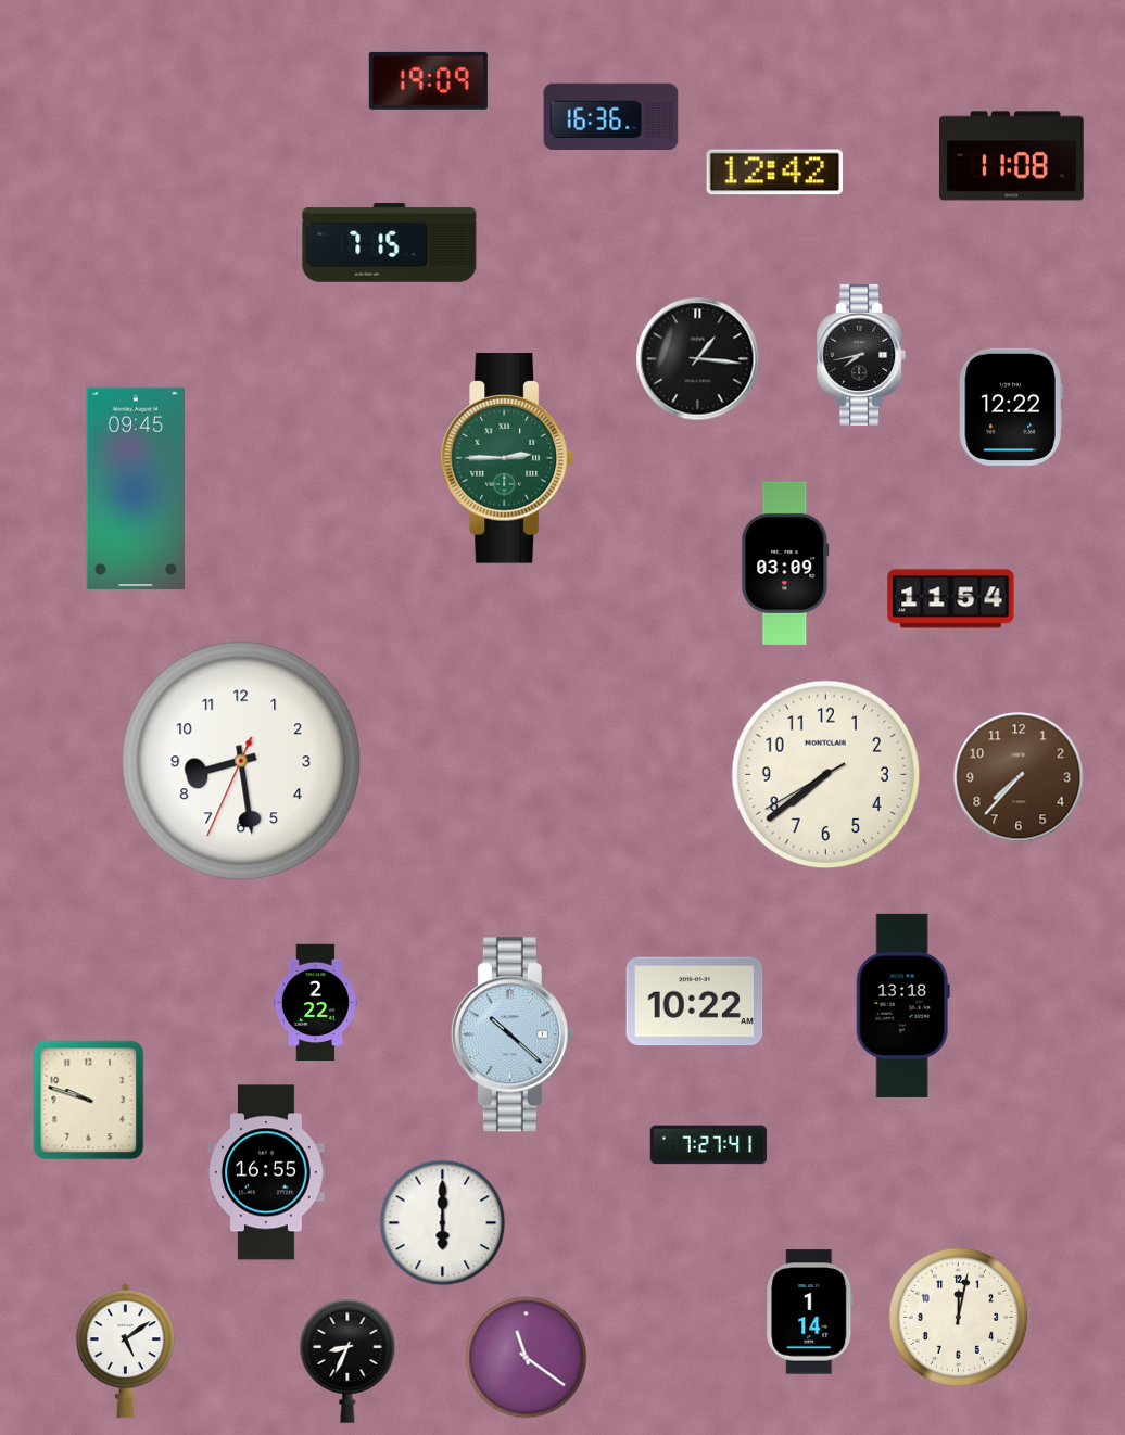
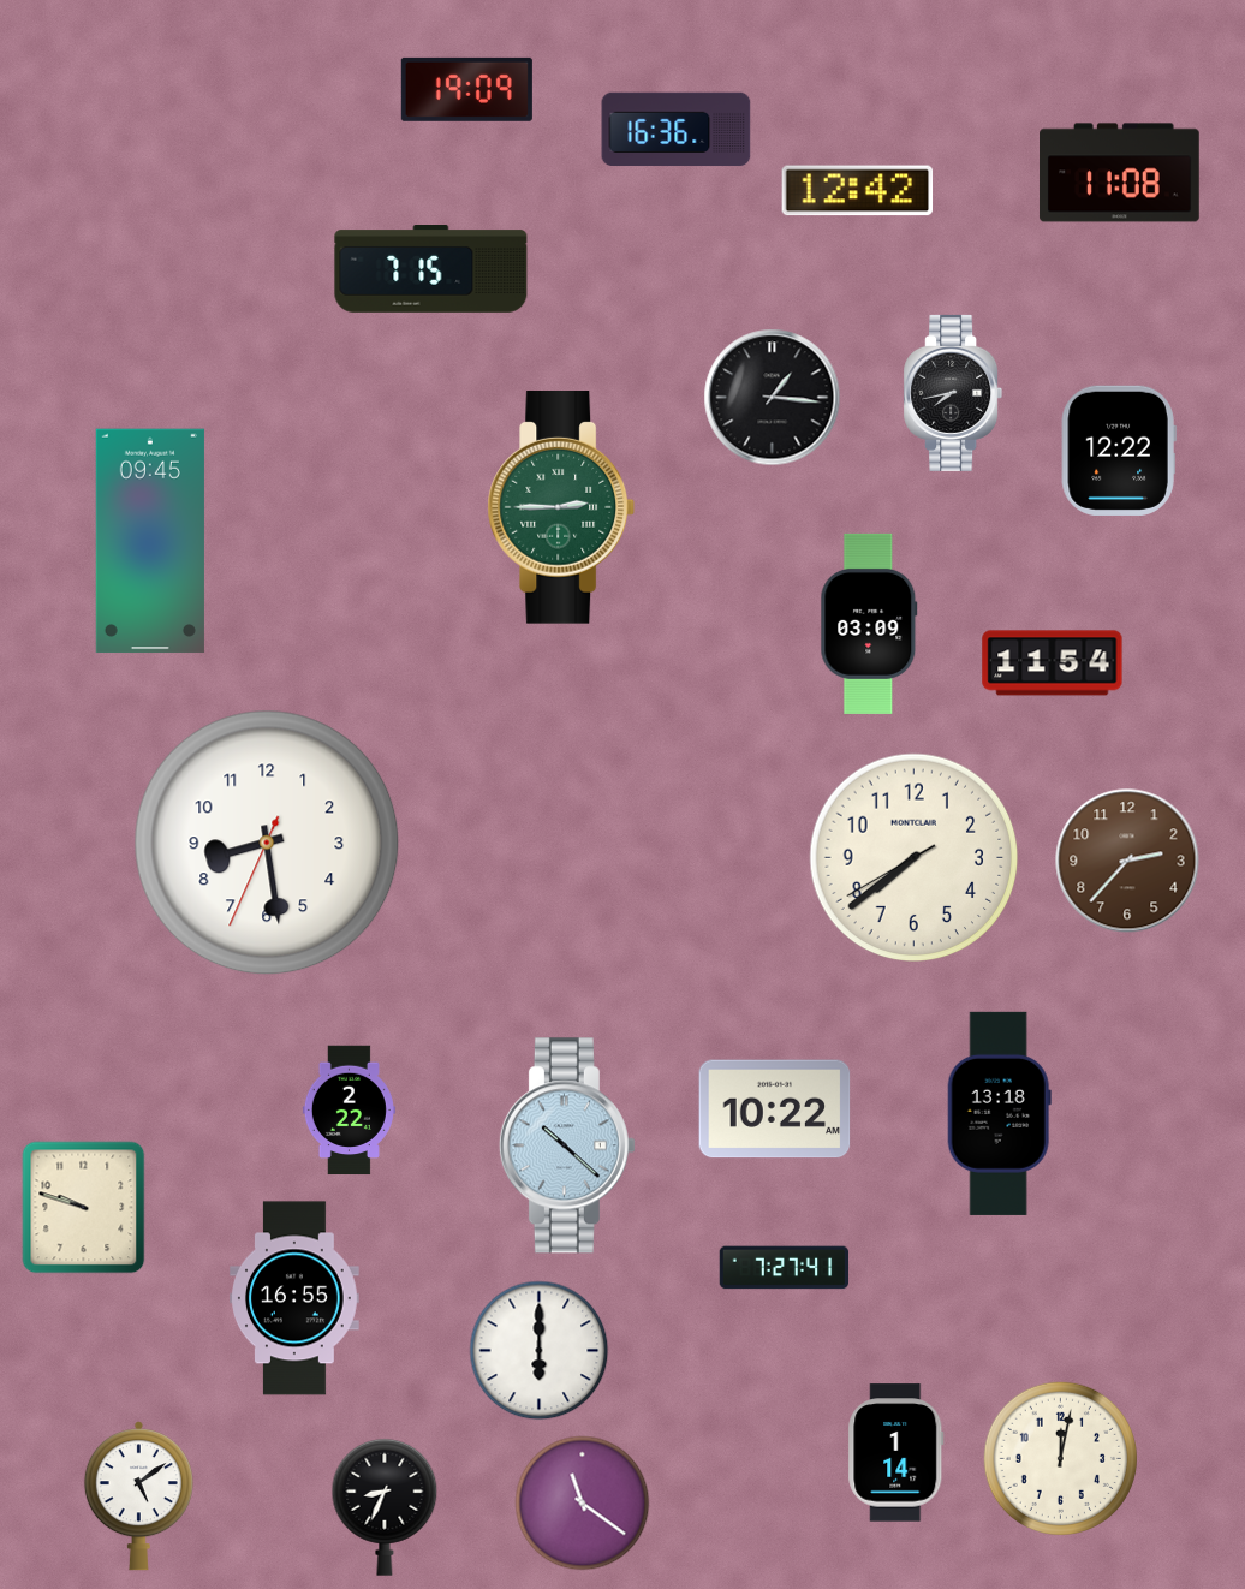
clock at (428, 80) position: (428, 80) -> (466, 89)
clock at (1019, 777): 7:37 -> 2:37
clock at (695, 1002) position: (695, 1002) -> (775, 1109)
clock at (89, 1101) position: (89, 1101) -> (84, 1208)
clock at (443, 1223) position: (443, 1223) -> (540, 1351)
